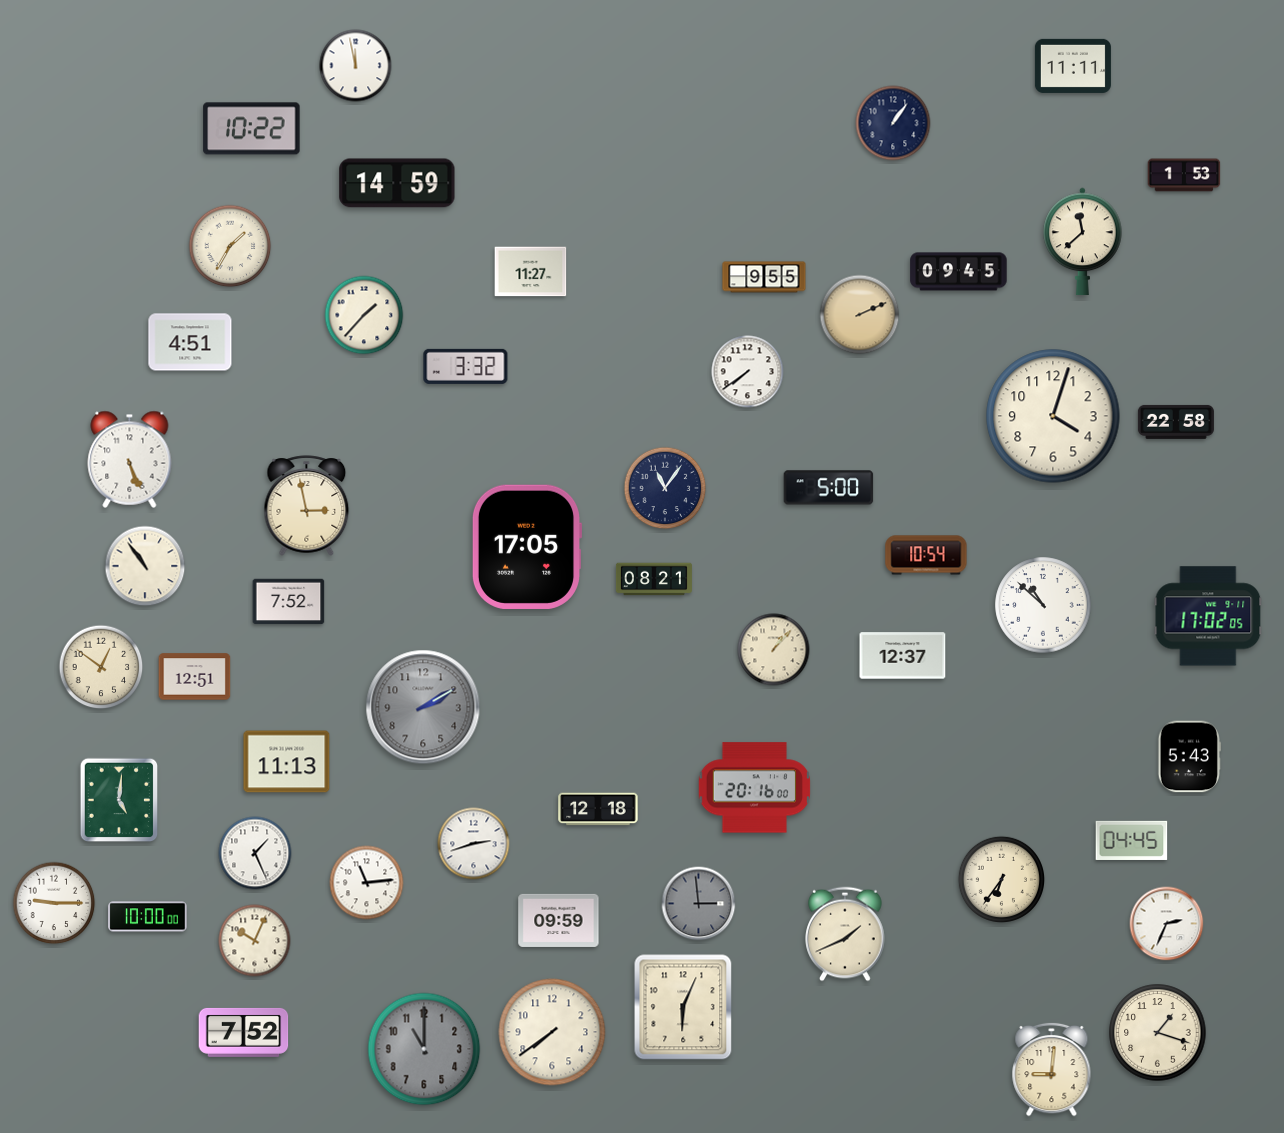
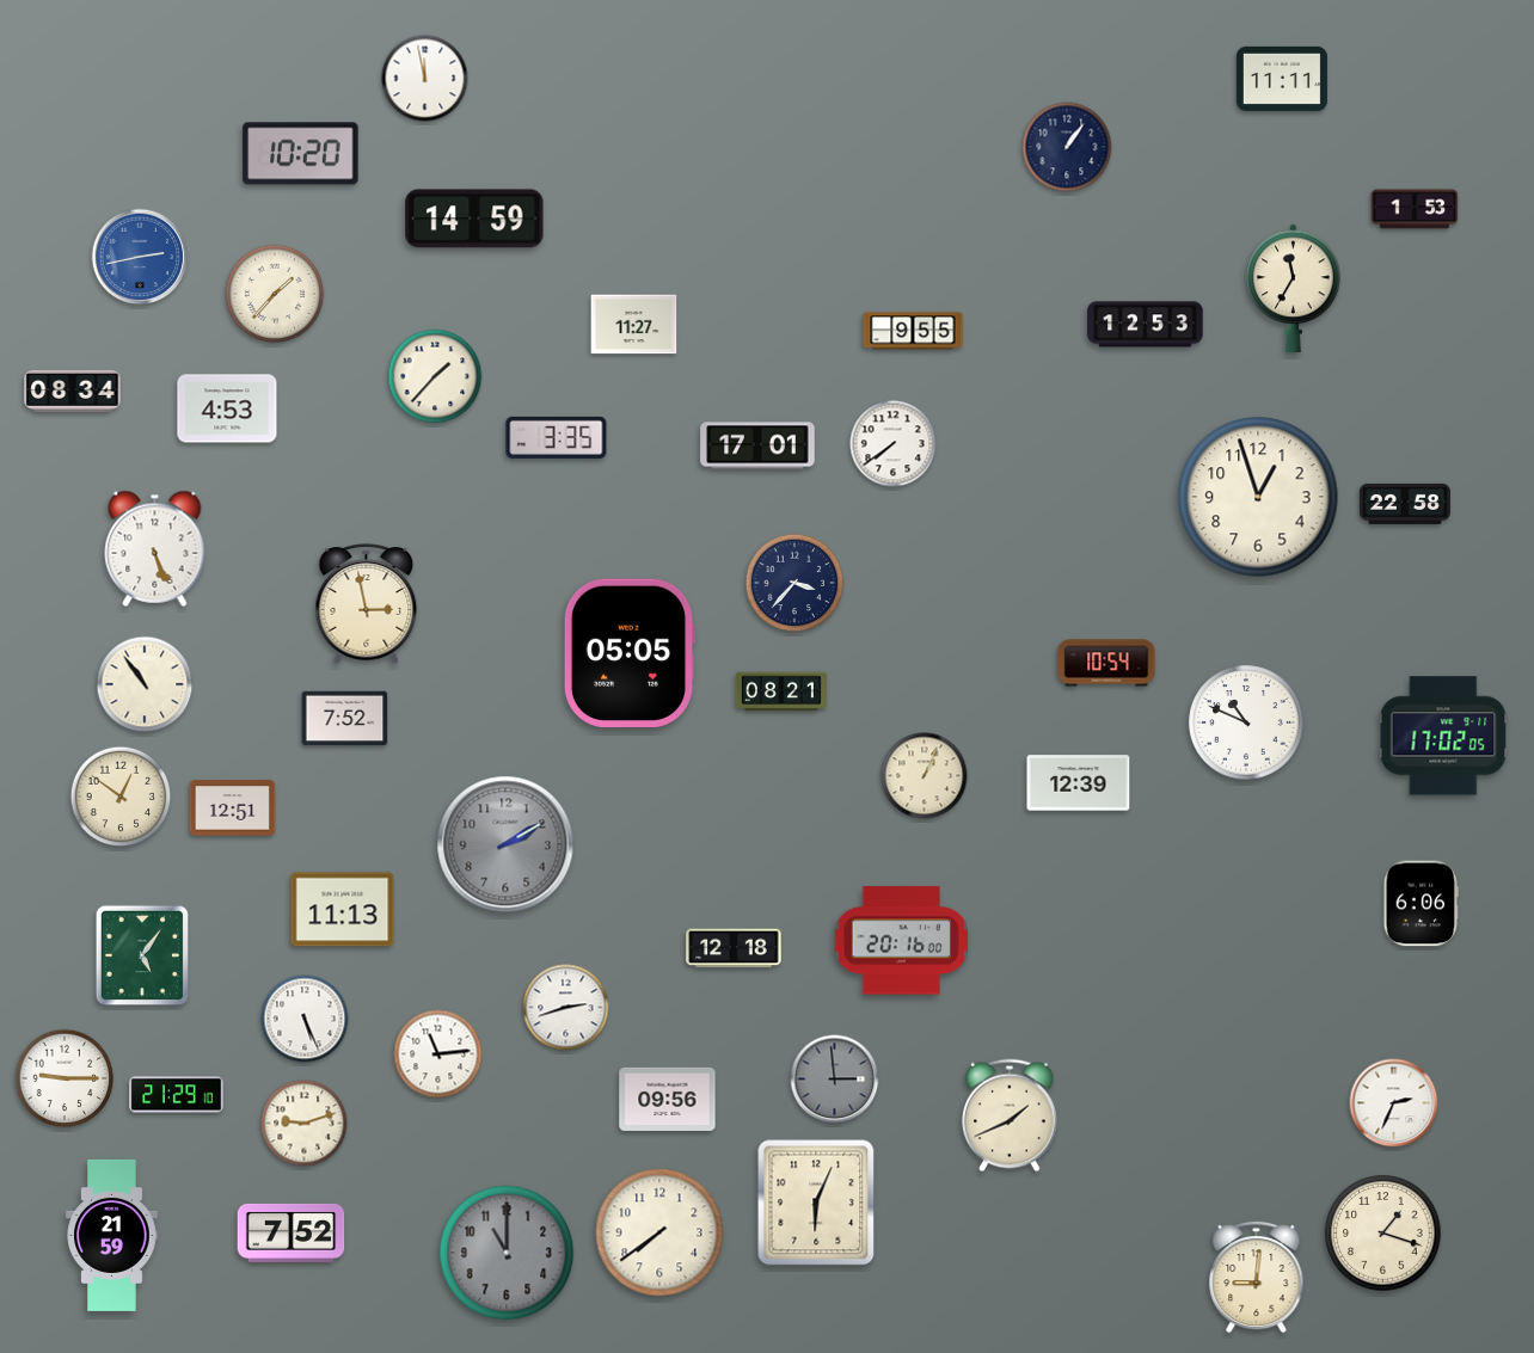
clock at (252, 129): 10:22 -> 10:20
clock at (140, 257): none -> 2:43
clock at (1083, 242): 11:38 -> 11:35
clock at (230, 246): 1:35 -> 1:37
clock at (959, 272): 09:45 -> 12:53
clock at (860, 315): 2:11 -> none
clock at (73, 390): none -> 08:34
clock at (190, 342): 4:51 -> 4:53
clock at (466, 366): 3:32 -> 3:35
clock at (757, 445): none -> 17:01
clock at (1053, 416): 4:03 -> 12:57
clock at (665, 488): 11:06 -> 3:37
clock at (829, 488): 5:00 -> none
clock at (526, 547): 17:05 -> 05:05
clock at (145, 566) position: (145, 566) -> (145, 684)
clock at (1043, 605): 10:52 -> 10:49
clock at (774, 650): 1:07 -> 1:04
clock at (903, 656): 12:37 -> 12:39
clock at (1189, 757): 5:43 -> 6:06
clock at (119, 800): 5:01 -> 5:06
clock at (598, 809) position: (598, 809) -> (734, 948)
clock at (1132, 840): 04:45 -> none
clock at (255, 853): 1:26 -> 5:26
clock at (1001, 879): 6:36 -> none
clock at (148, 917): 10:00 -> 21:29
clock at (559, 920): 09:59 -> 09:56
clock at (255, 941): 10:04 -> 9:12
clock at (112, 1235): none -> 21:59
